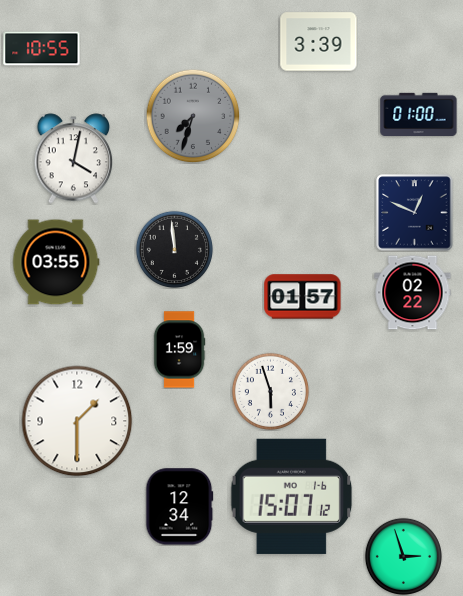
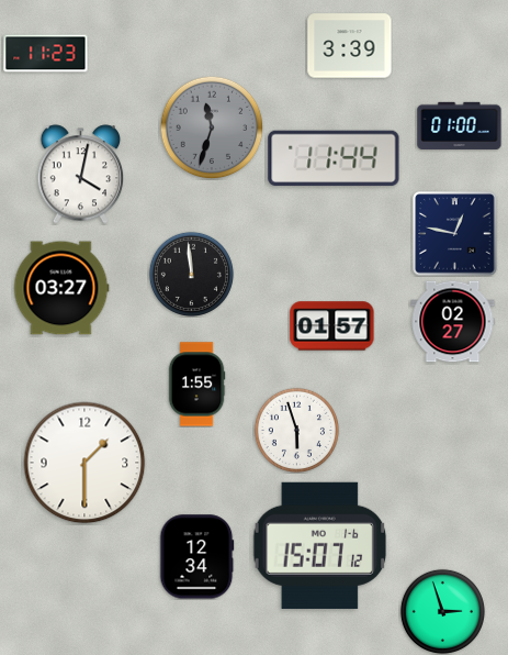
clock at (42, 49): 10:55 -> 11:23
clock at (193, 116): 7:33 -> 11:33
clock at (334, 158): none -> 11:44
clock at (415, 213): 12:49 -> 12:47
clock at (56, 262): 03:55 -> 03:27
clock at (413, 293): 02:22 -> 02:27
clock at (179, 350): 1:59 -> 1:55
